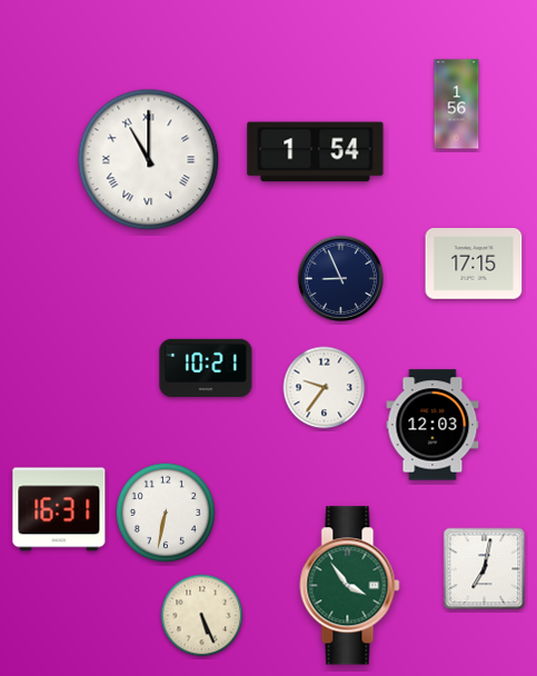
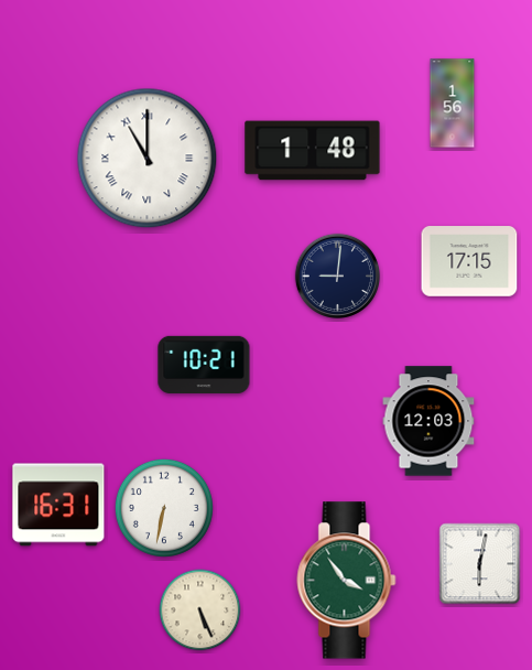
clock at (316, 152): 1:54 -> 1:48
clock at (340, 278): 8:56 -> 9:01
clock at (325, 388): 9:36 -> none
clock at (485, 569): 7:02 -> 6:02
